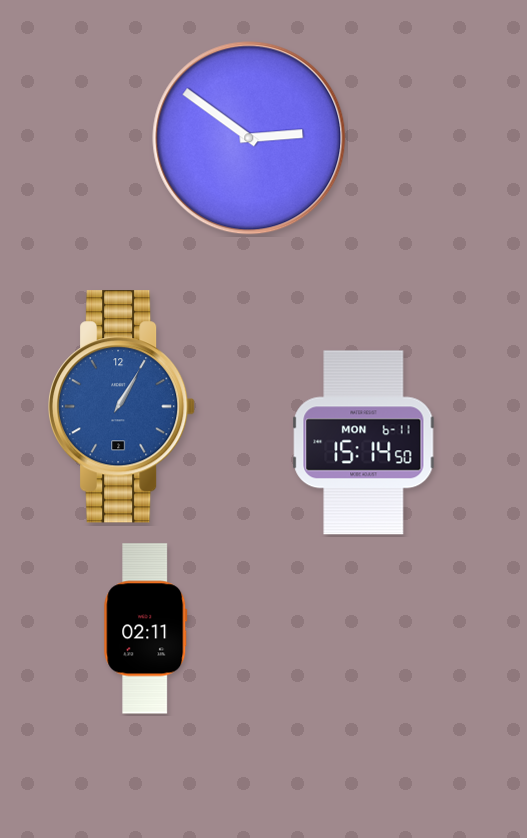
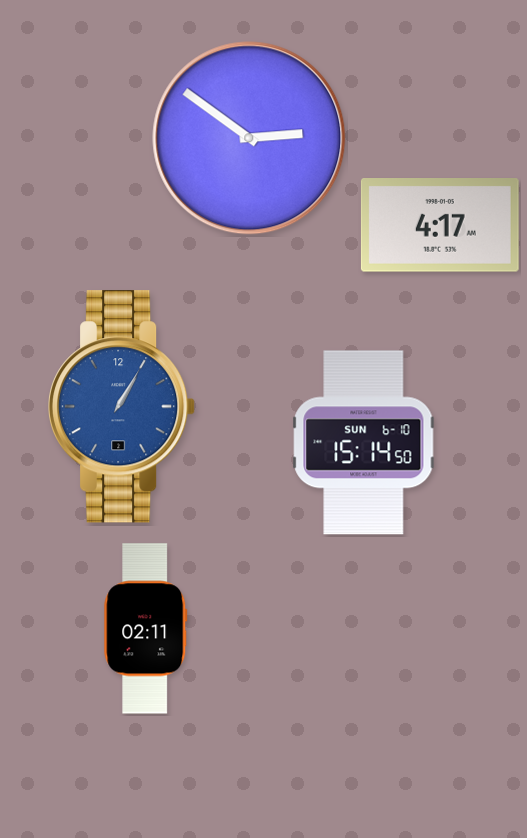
clock at (440, 225): none -> 4:17
clock at (364, 443) date: MON 6-11 -> SUN 6-10
